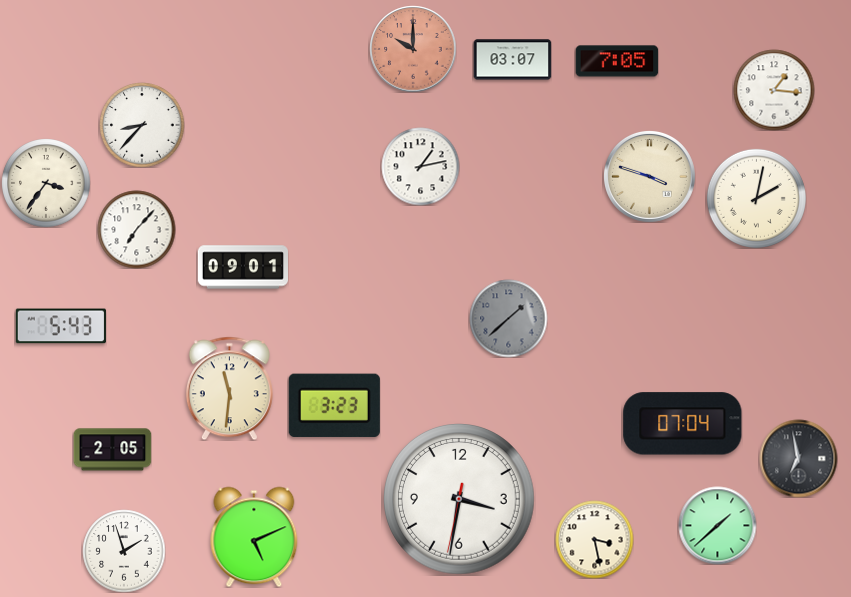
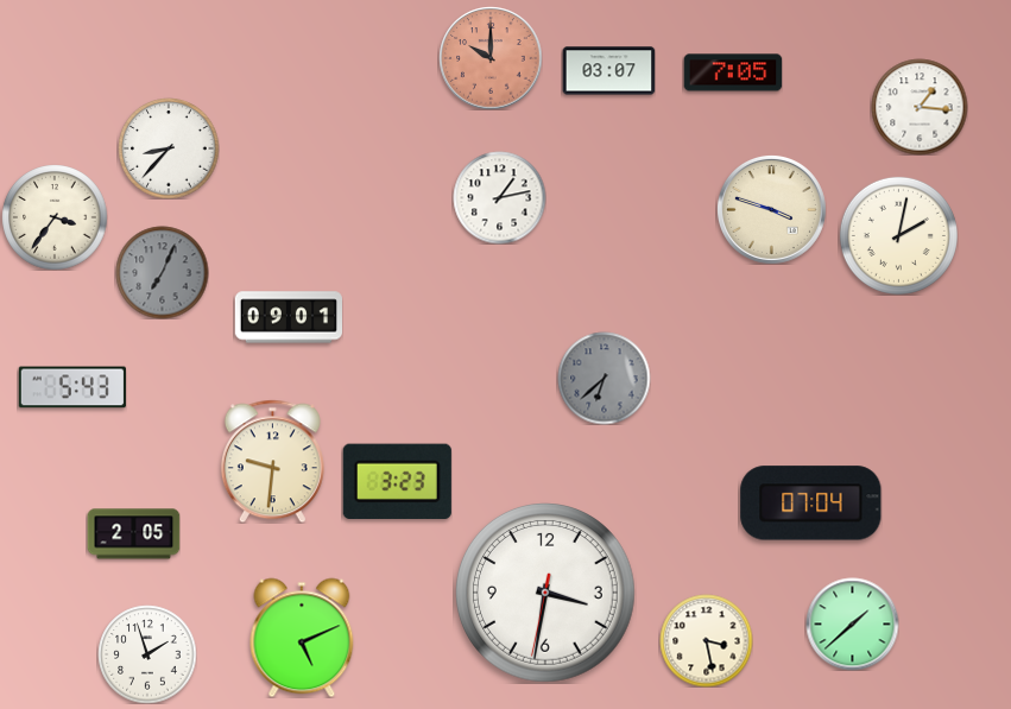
clock at (136, 229): 7:07 -> 7:04
clock at (136, 229) dial: white -> grey
clock at (508, 318): 1:38 -> 6:38
clock at (229, 388): 11:31 -> 9:31
clock at (798, 458): 6:58 -> none
